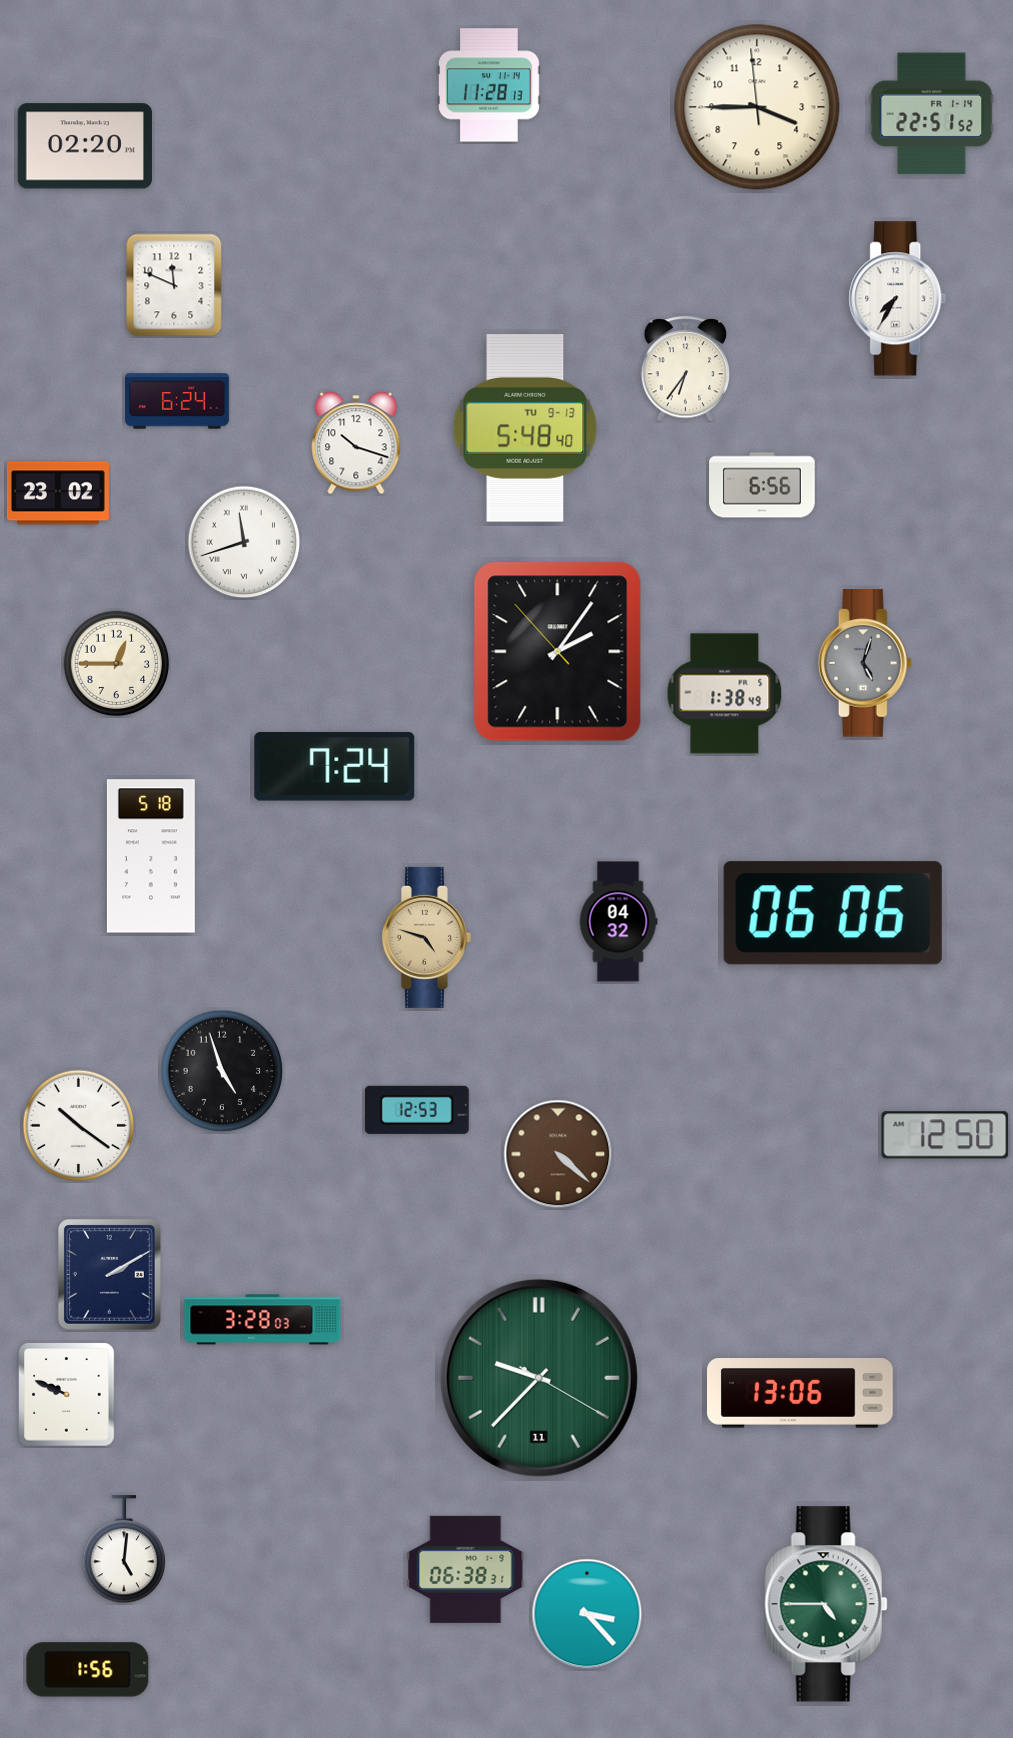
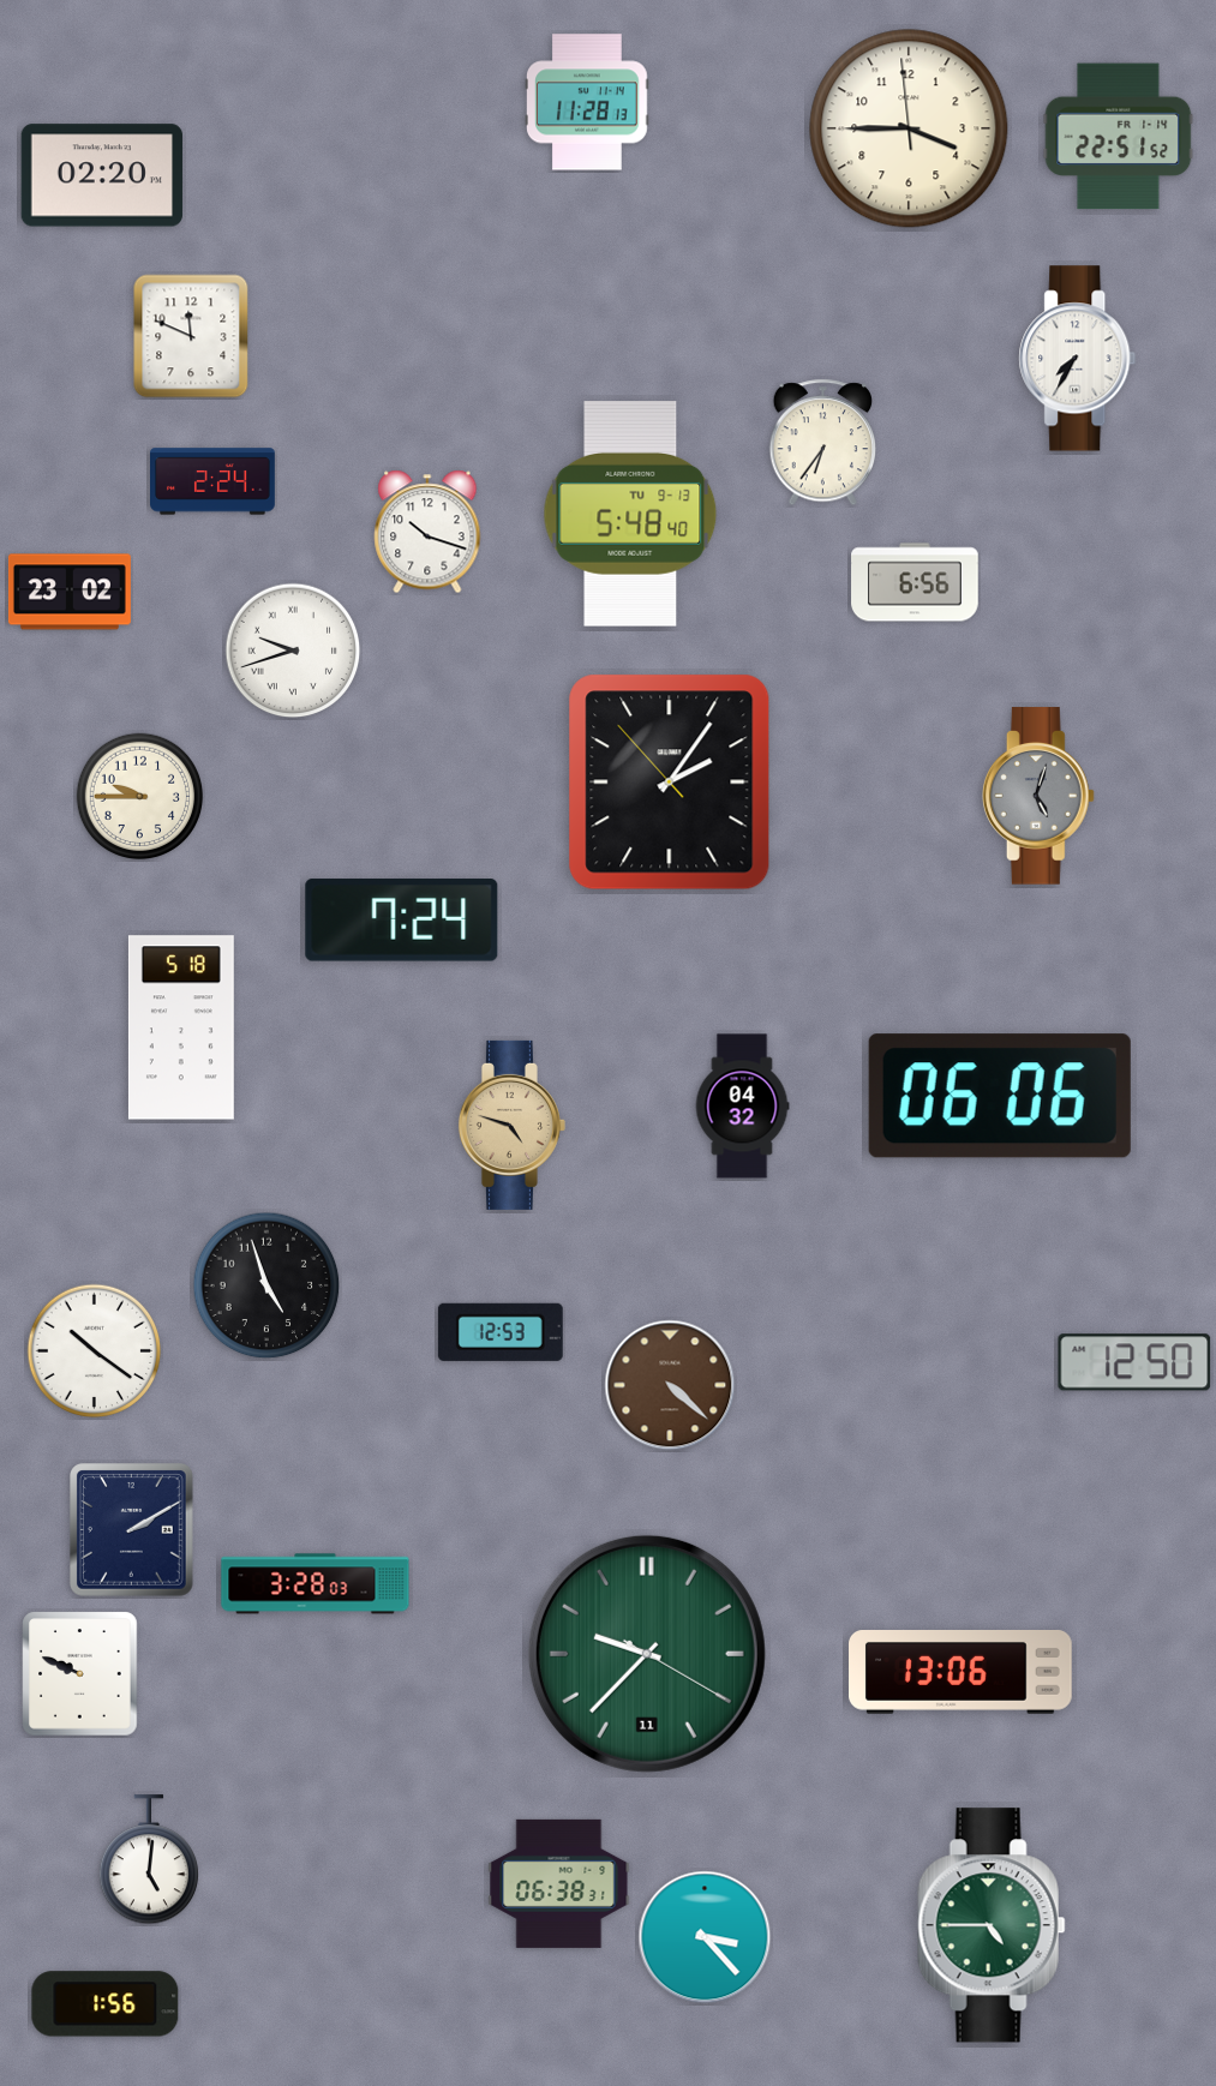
clock at (174, 285) position: (174, 285) -> (191, 336)
clock at (178, 401): 6:24 -> 2:24
clock at (244, 542): 11:42 -> 9:42
clock at (117, 664): 12:45 -> 9:45
clock at (725, 694): 1:38 -> none
